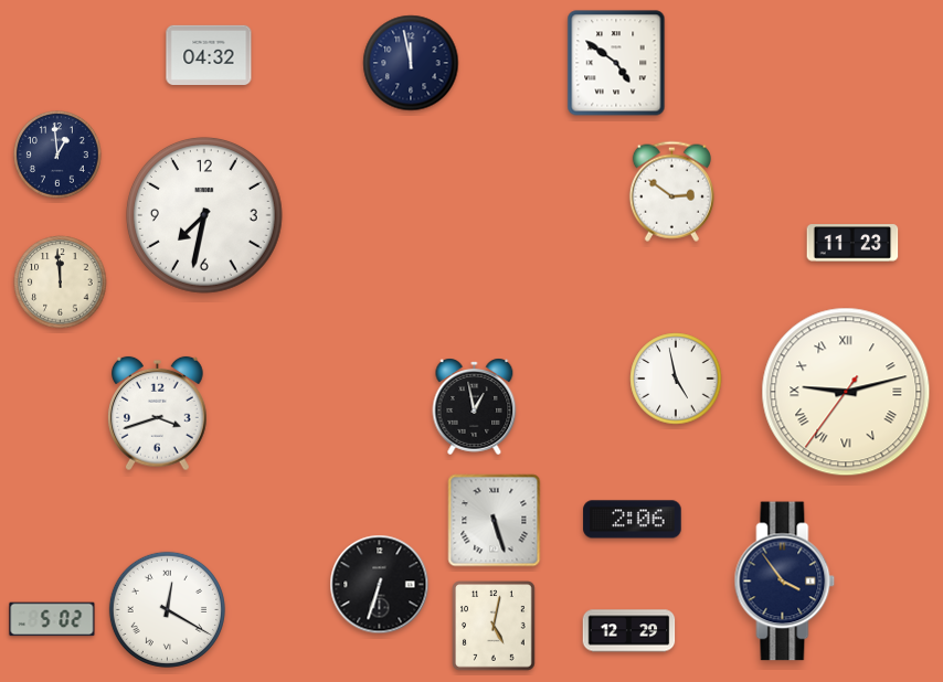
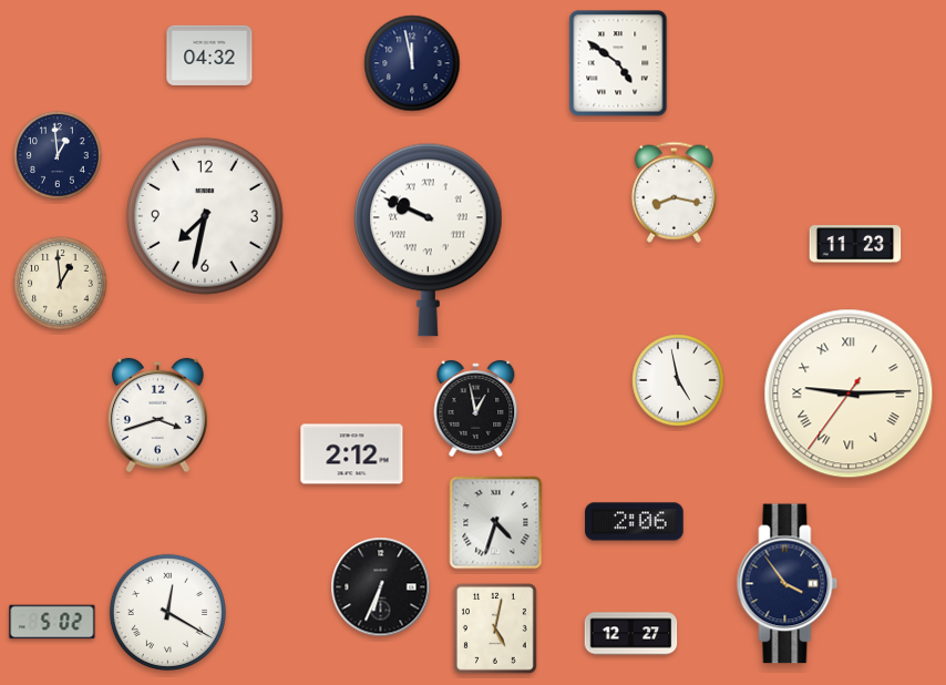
clock at (671, 191): 2:51 -> 8:17
clock at (428, 239): none -> 9:49
clock at (61, 283): 11:59 -> 12:59
clock at (846, 392): 9:12 -> 9:14
clock at (352, 454): none -> 2:12
clock at (495, 521): 5:27 -> 4:33
clock at (380, 585): 6:33 -> 6:34
clock at (629, 631): 12:29 -> 12:27
